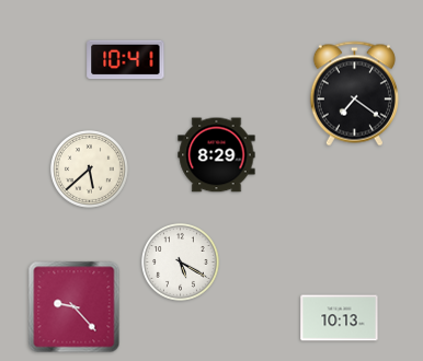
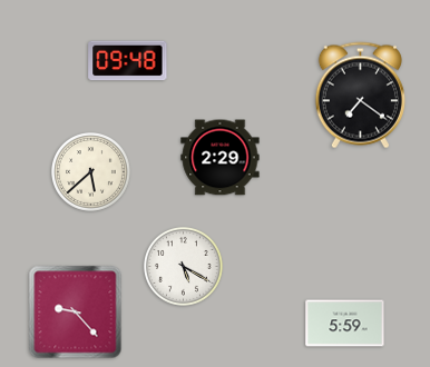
clock at (126, 60): 10:41 -> 09:48
clock at (217, 155): 8:29 -> 2:29
clock at (340, 318): 10:13 -> 5:59
